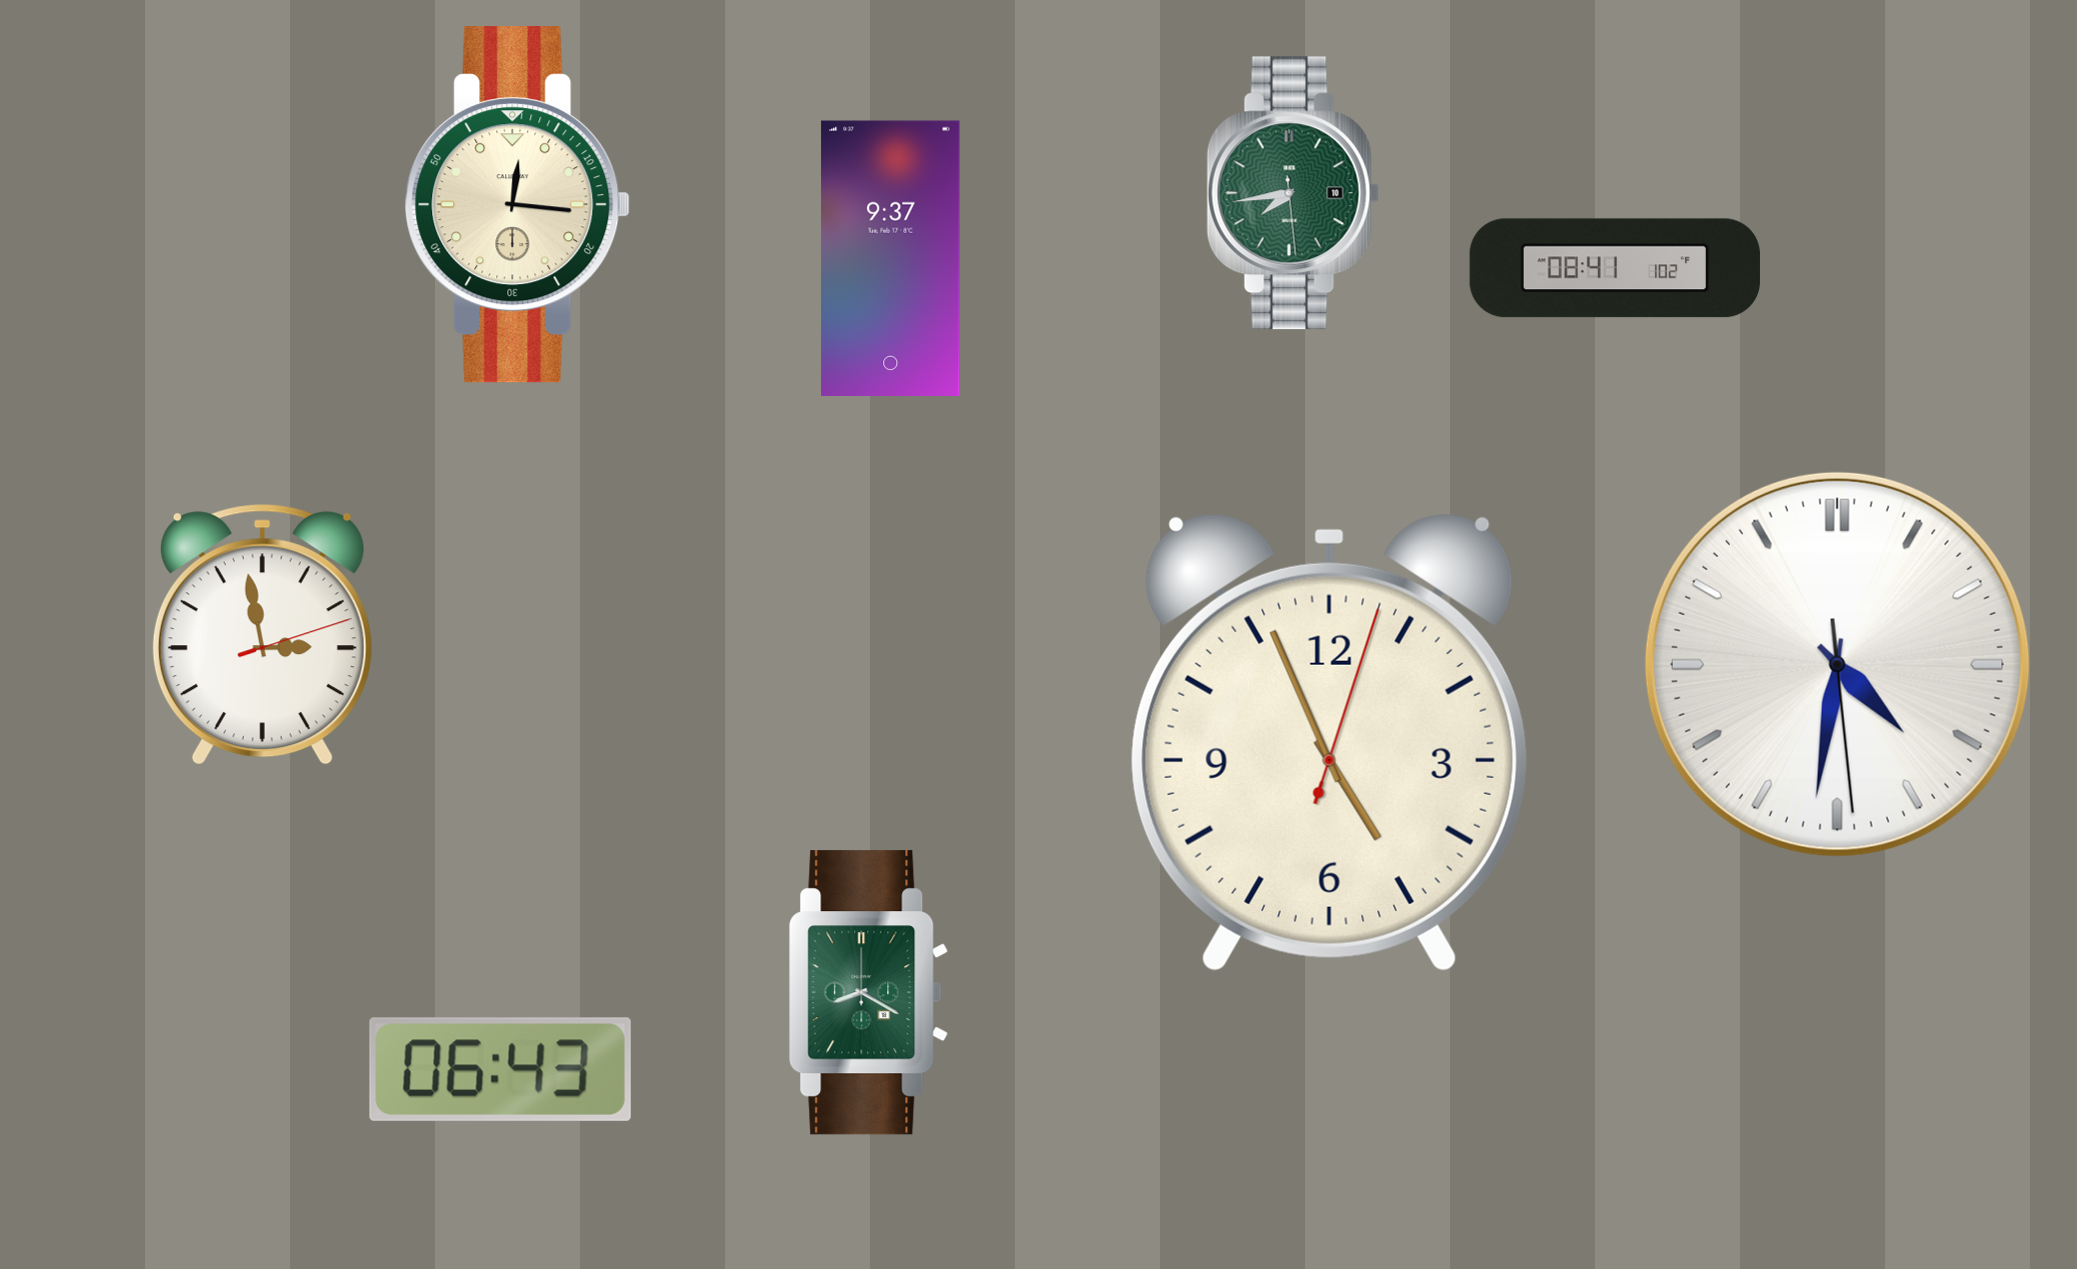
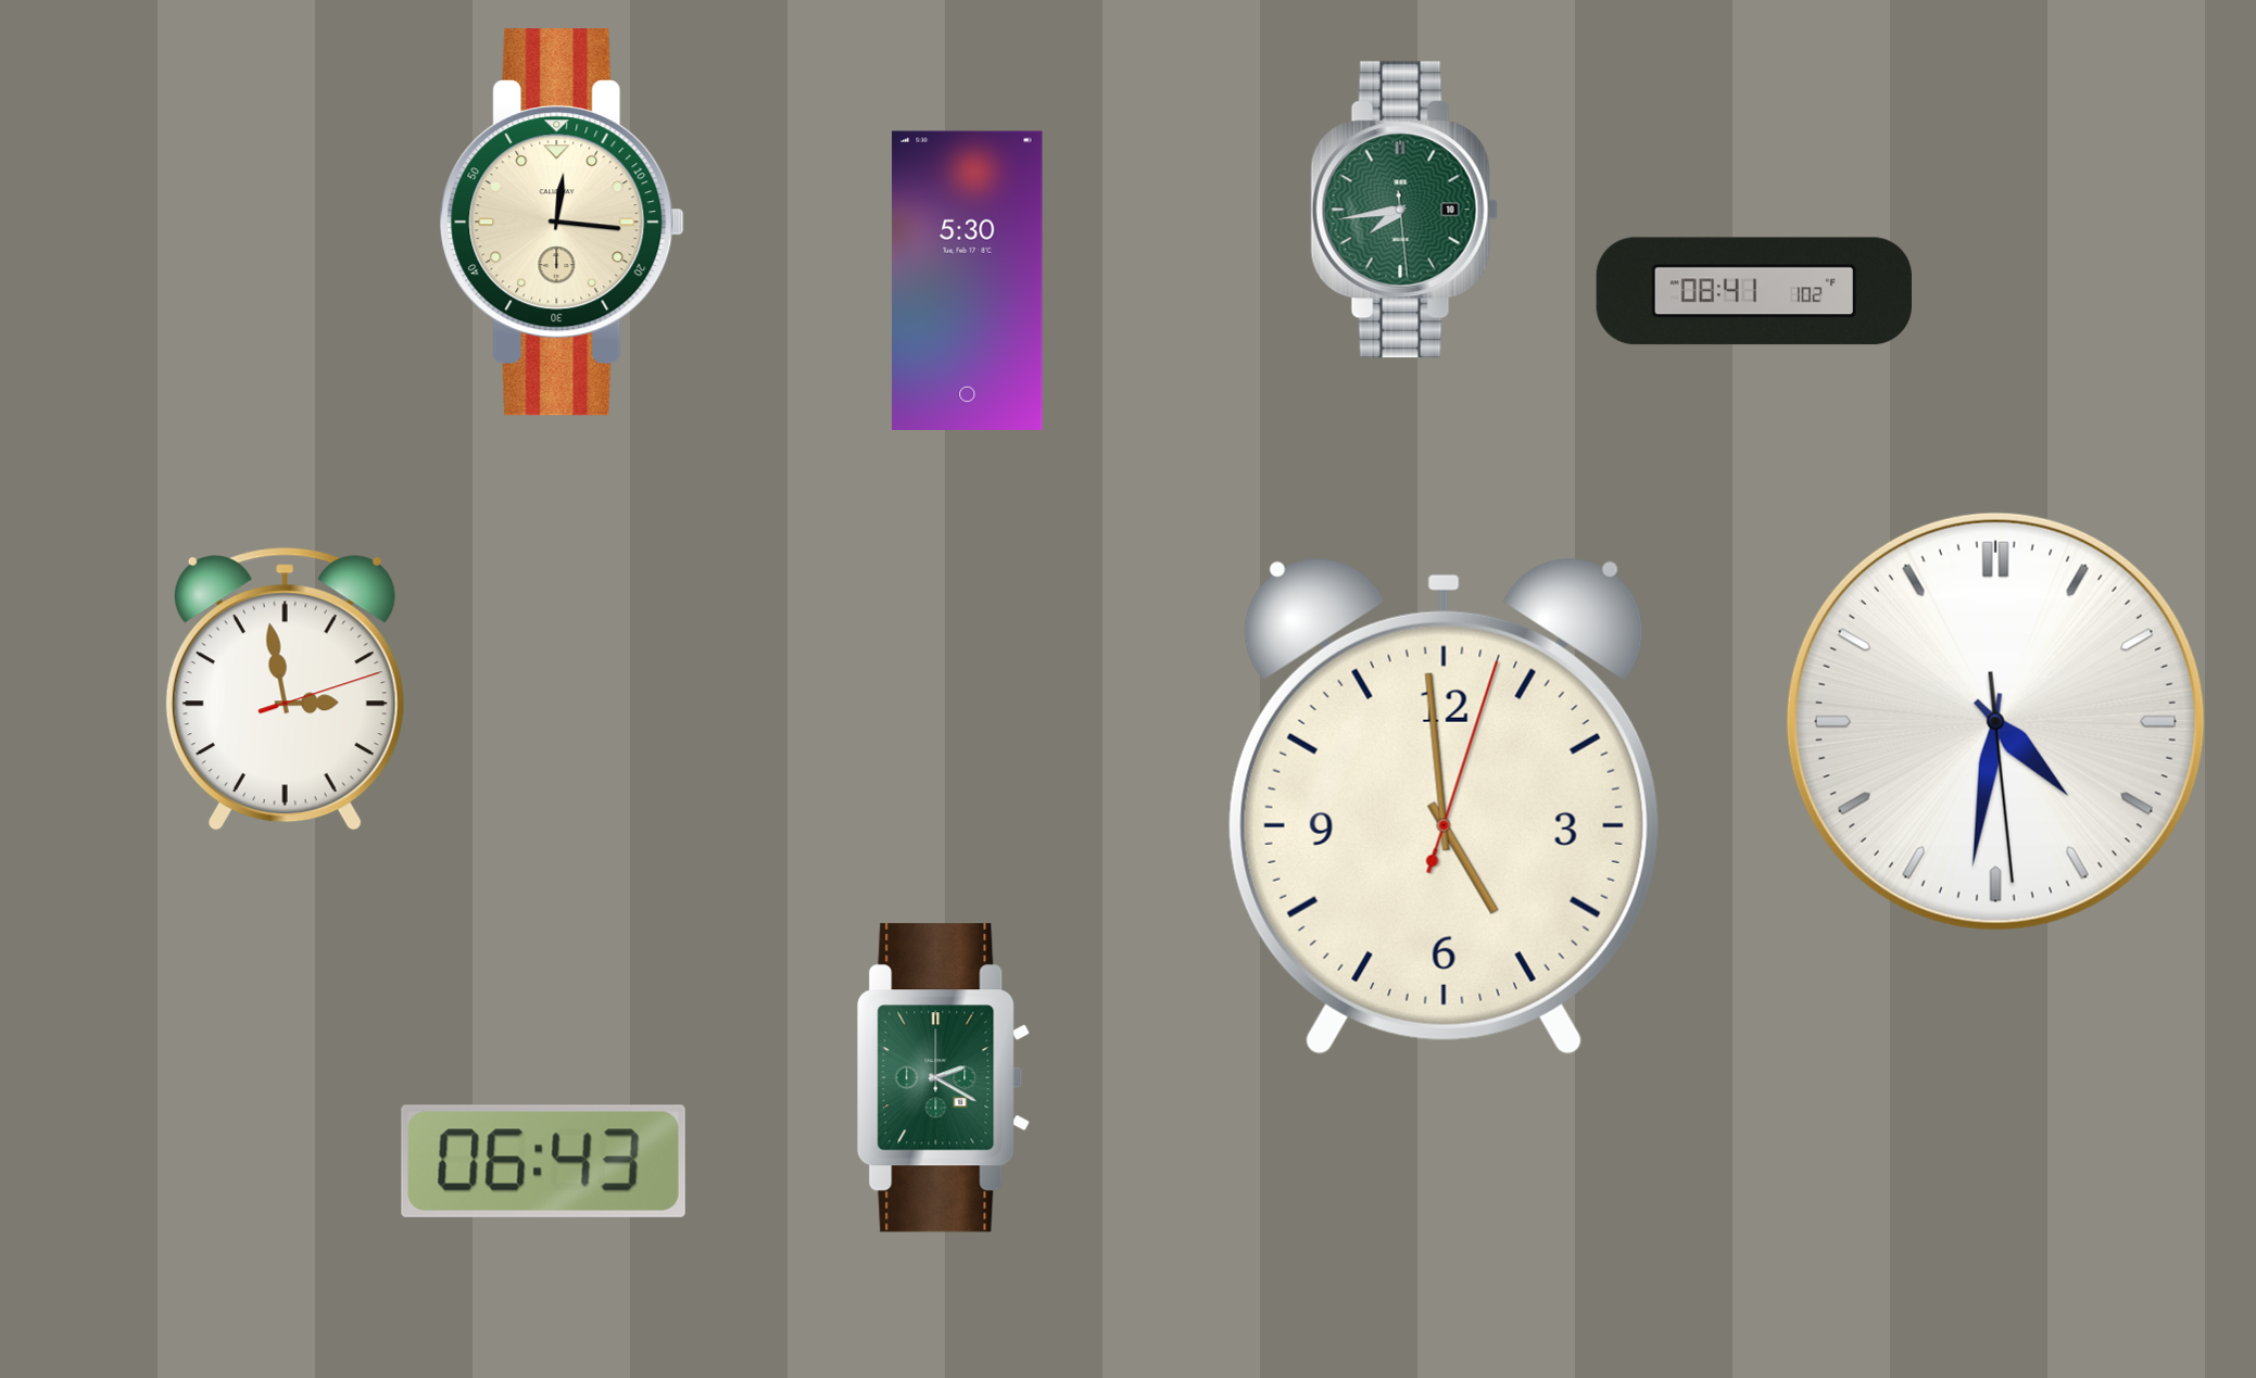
clock at (891, 258): 9:37 -> 5:30
clock at (1329, 742): 4:56 -> 4:59
clock at (868, 993): 8:20 -> 2:20
